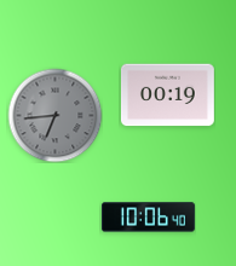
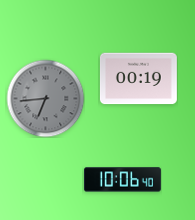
clock at (54, 115) position: (54, 115) -> (45, 98)
